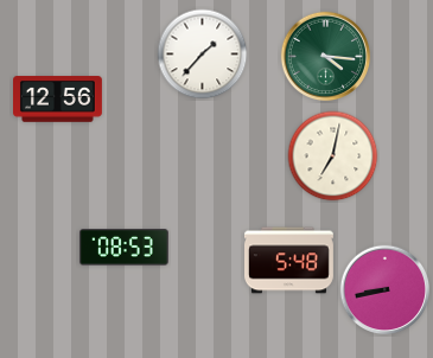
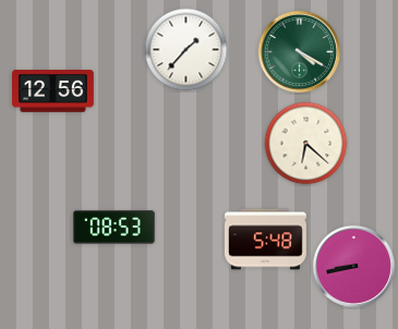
clock at (326, 57): 4:16 -> 4:20
clock at (333, 156): 7:02 -> 6:22
